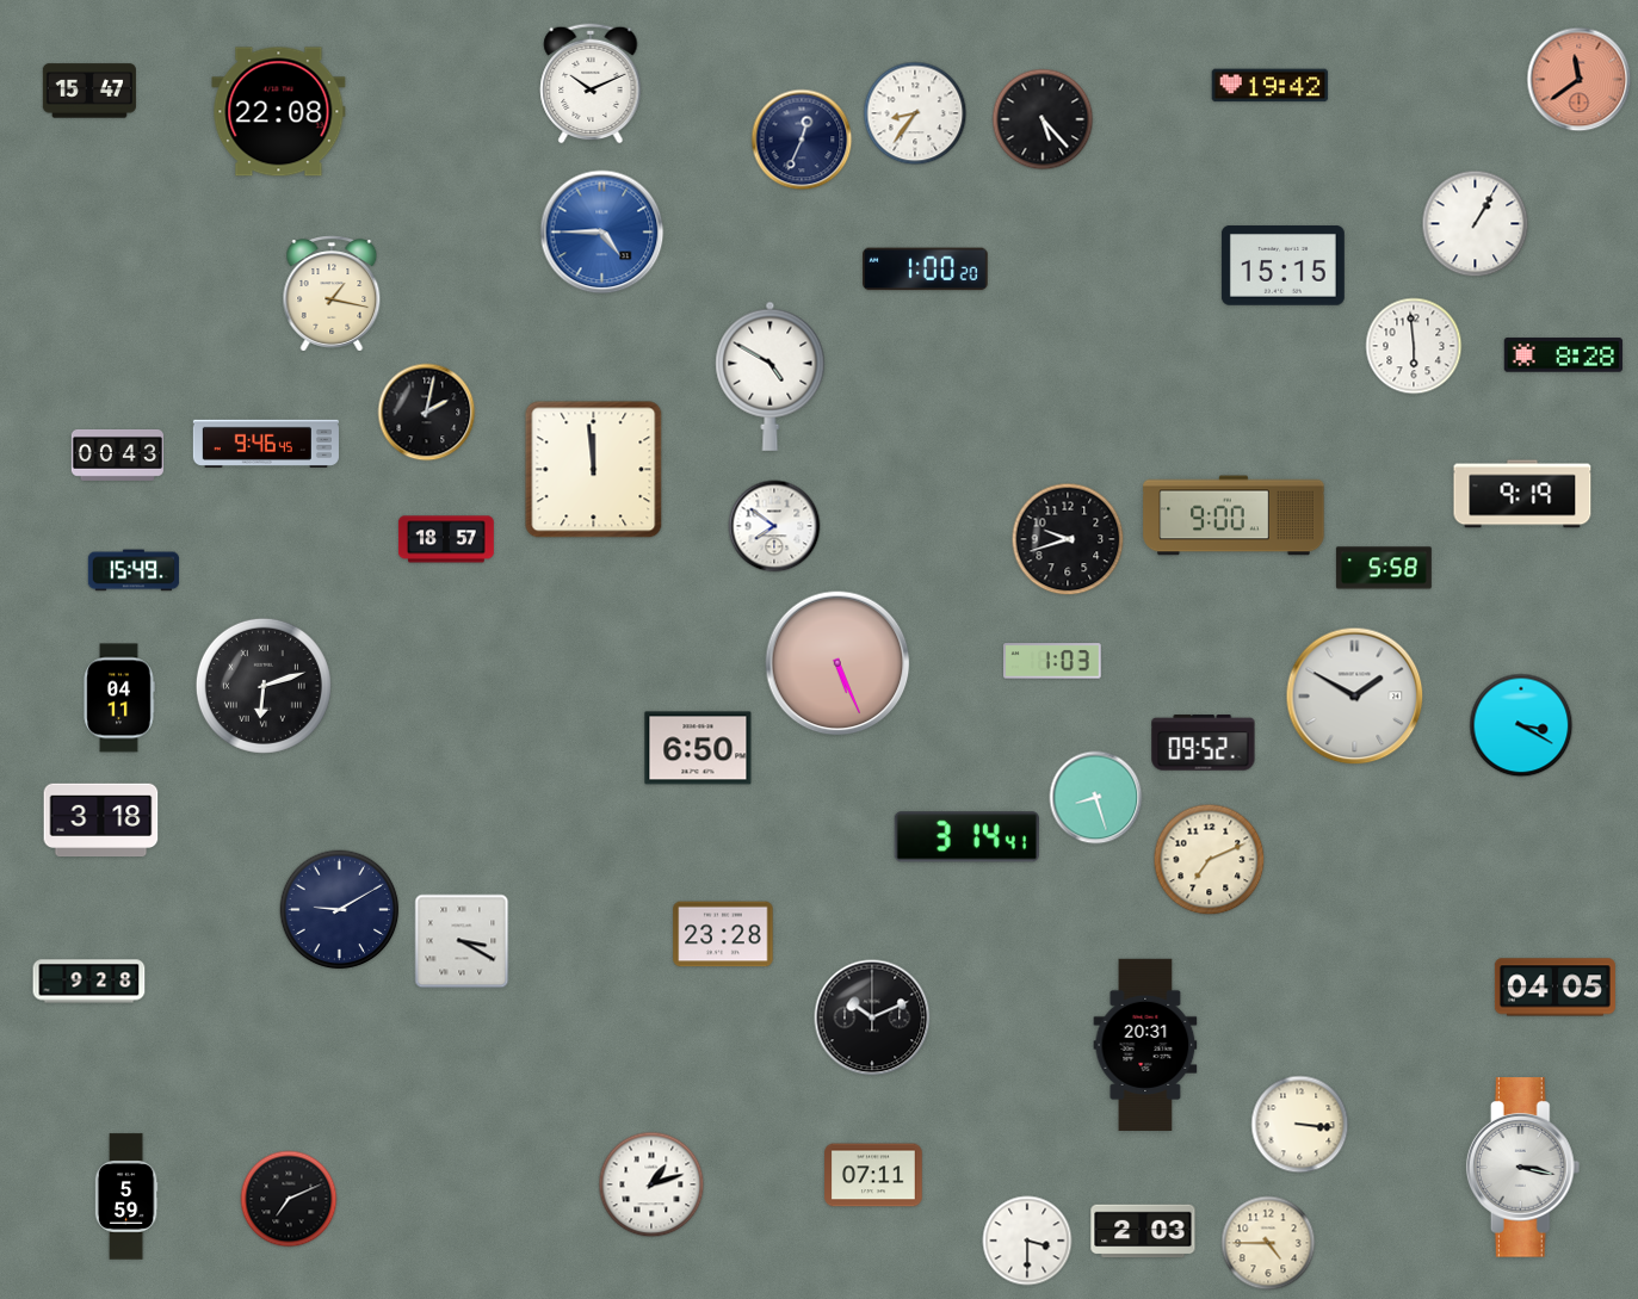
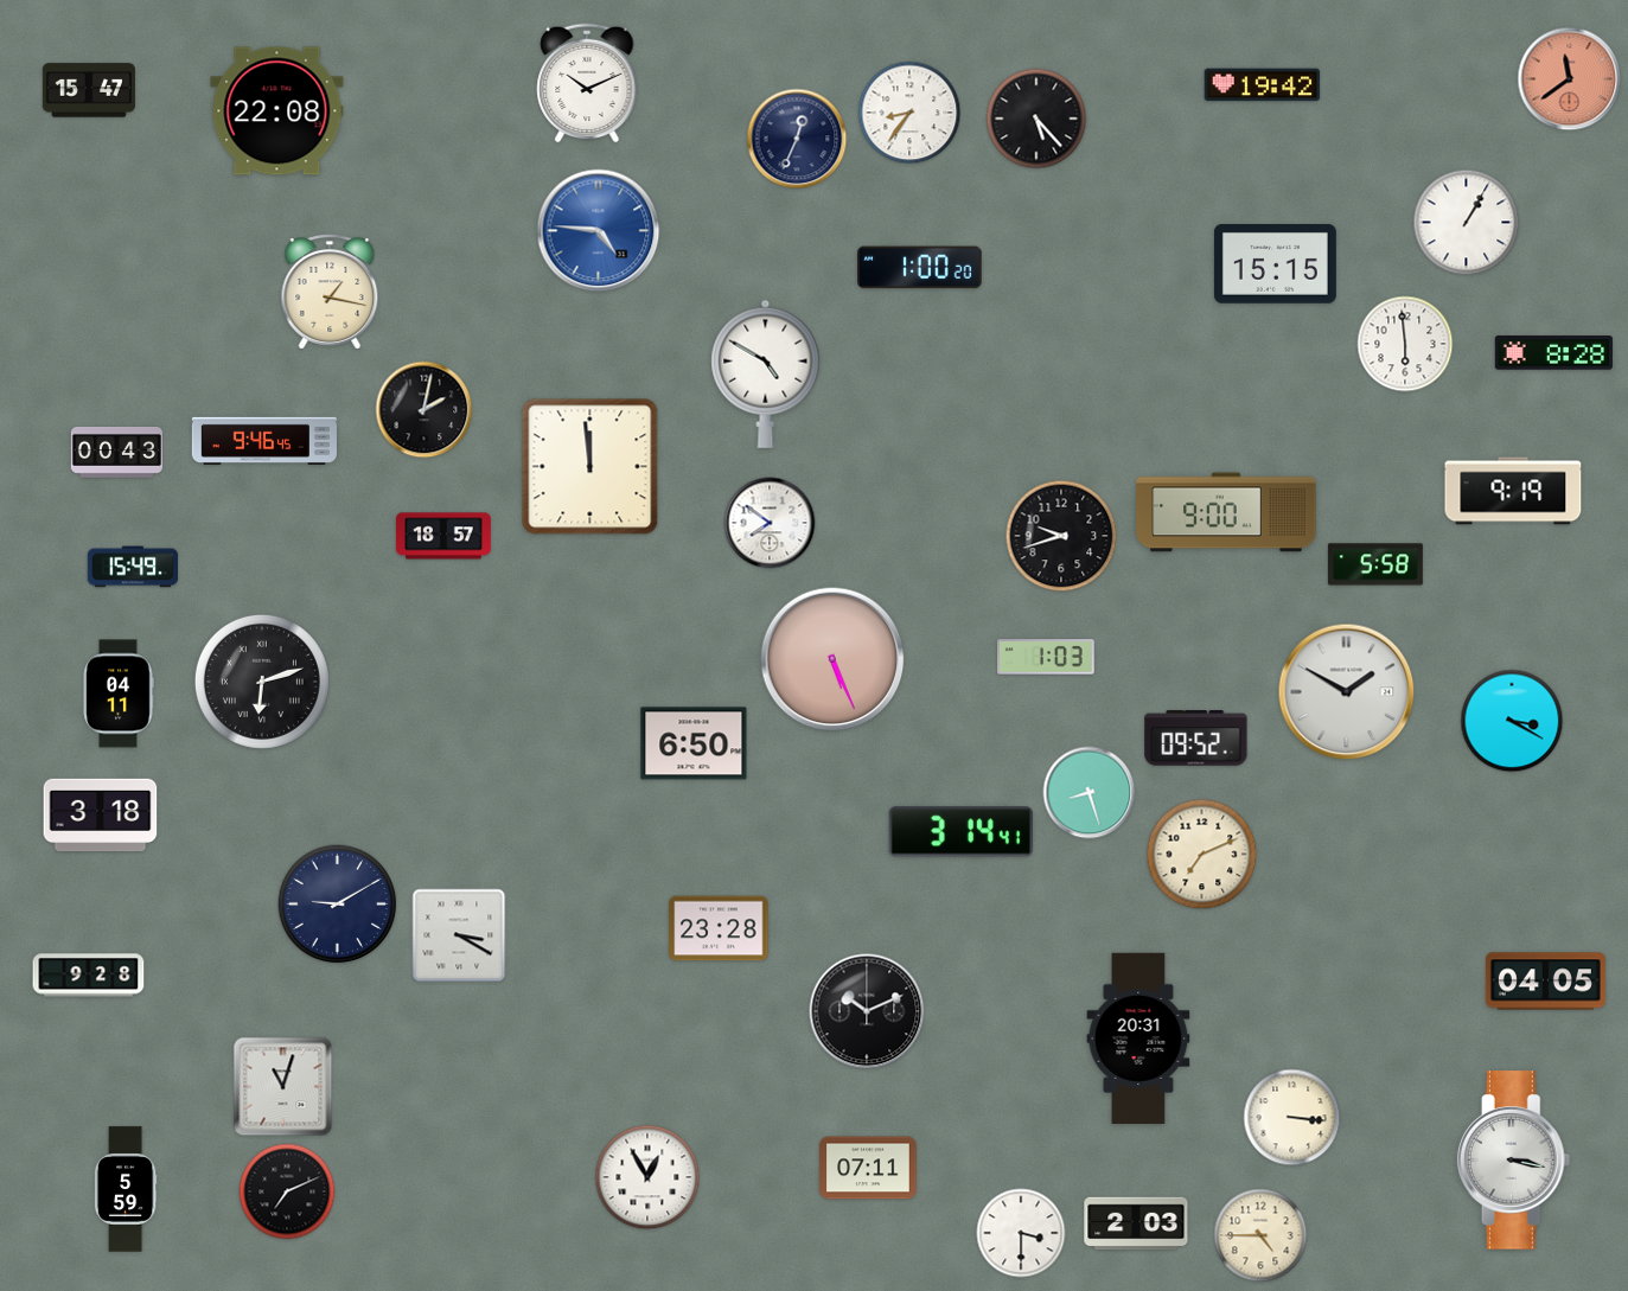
clock at (602, 233): 4:45 -> 4:46
clock at (283, 1087): none -> 11:03
clock at (651, 1184): 1:12 -> 12:55
